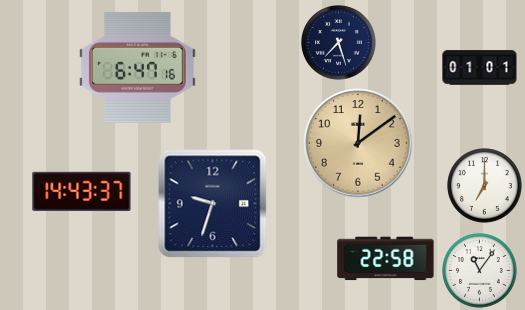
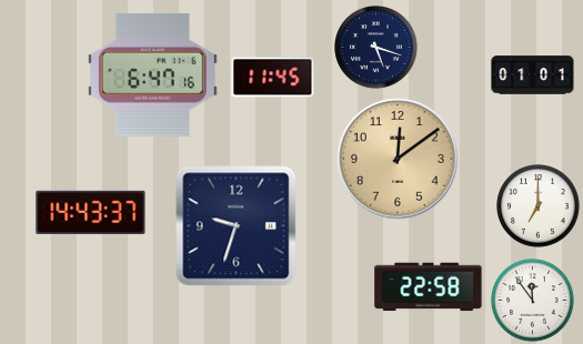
clock at (339, 43): 7:27 -> 5:18
clock at (273, 78): none -> 11:45
clock at (480, 271): 11:06 -> 11:54
